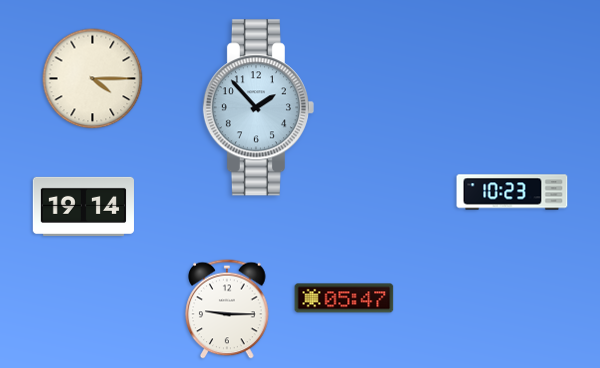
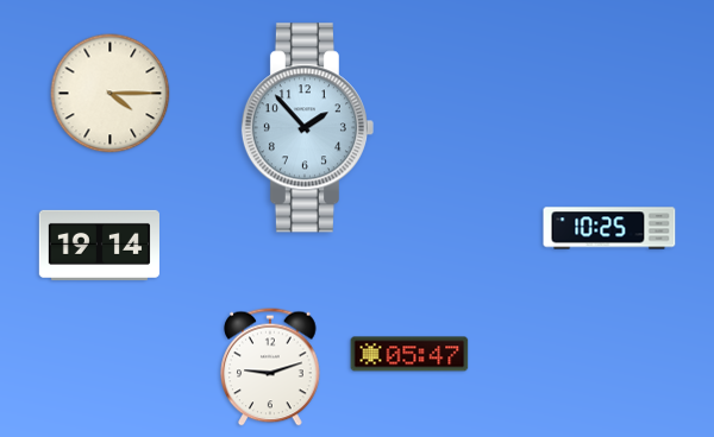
clock at (512, 192): 10:23 -> 10:25
clock at (227, 309): 9:15 -> 9:12
